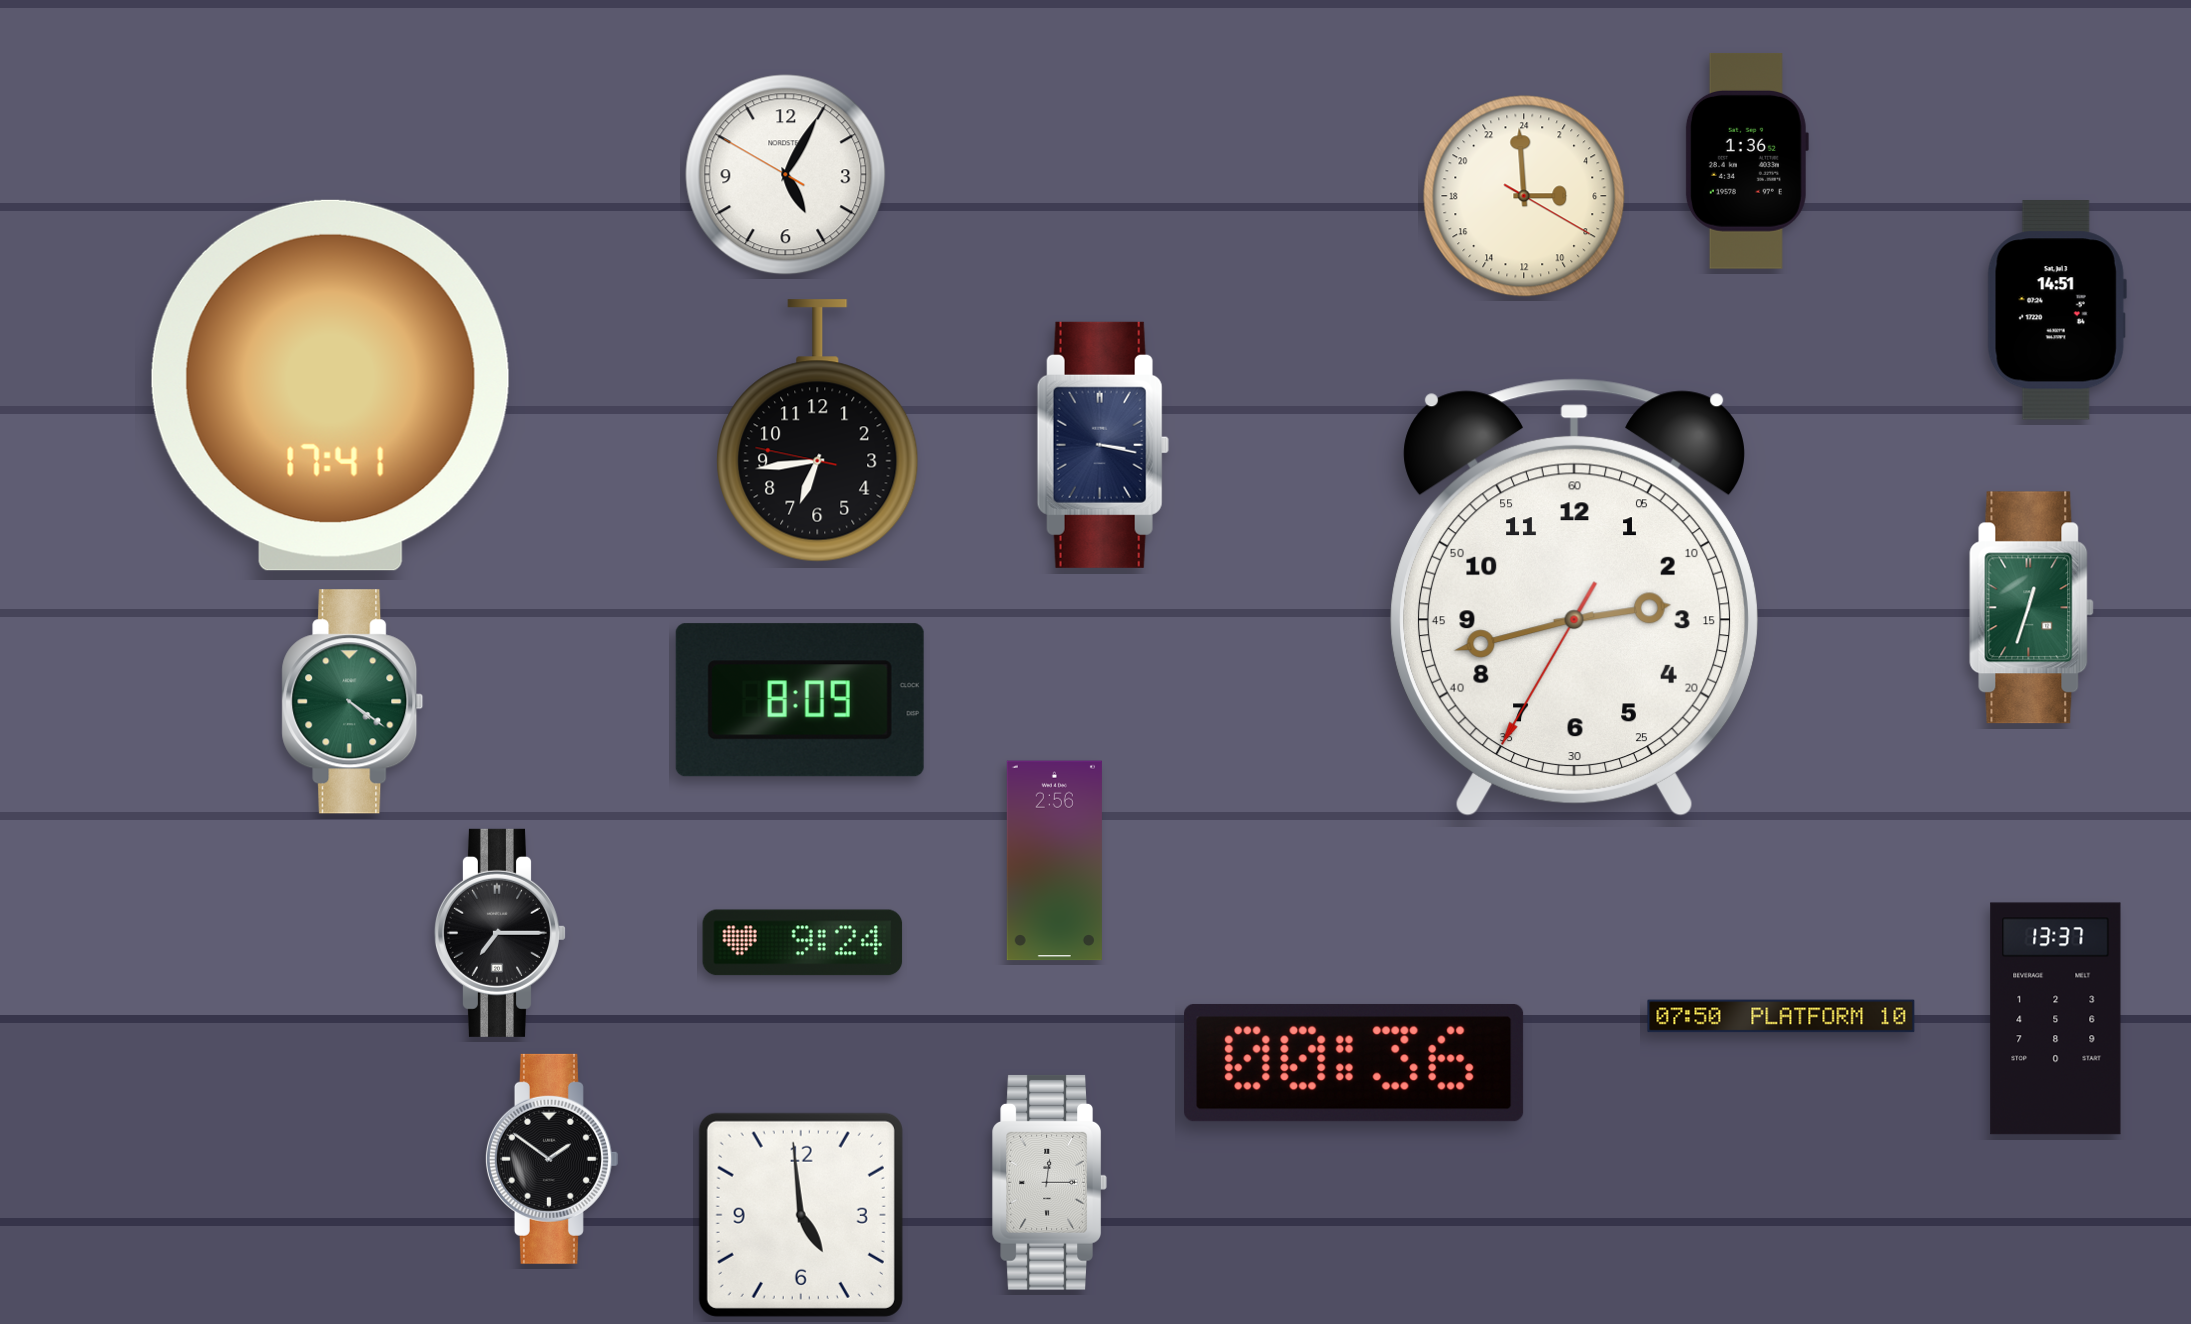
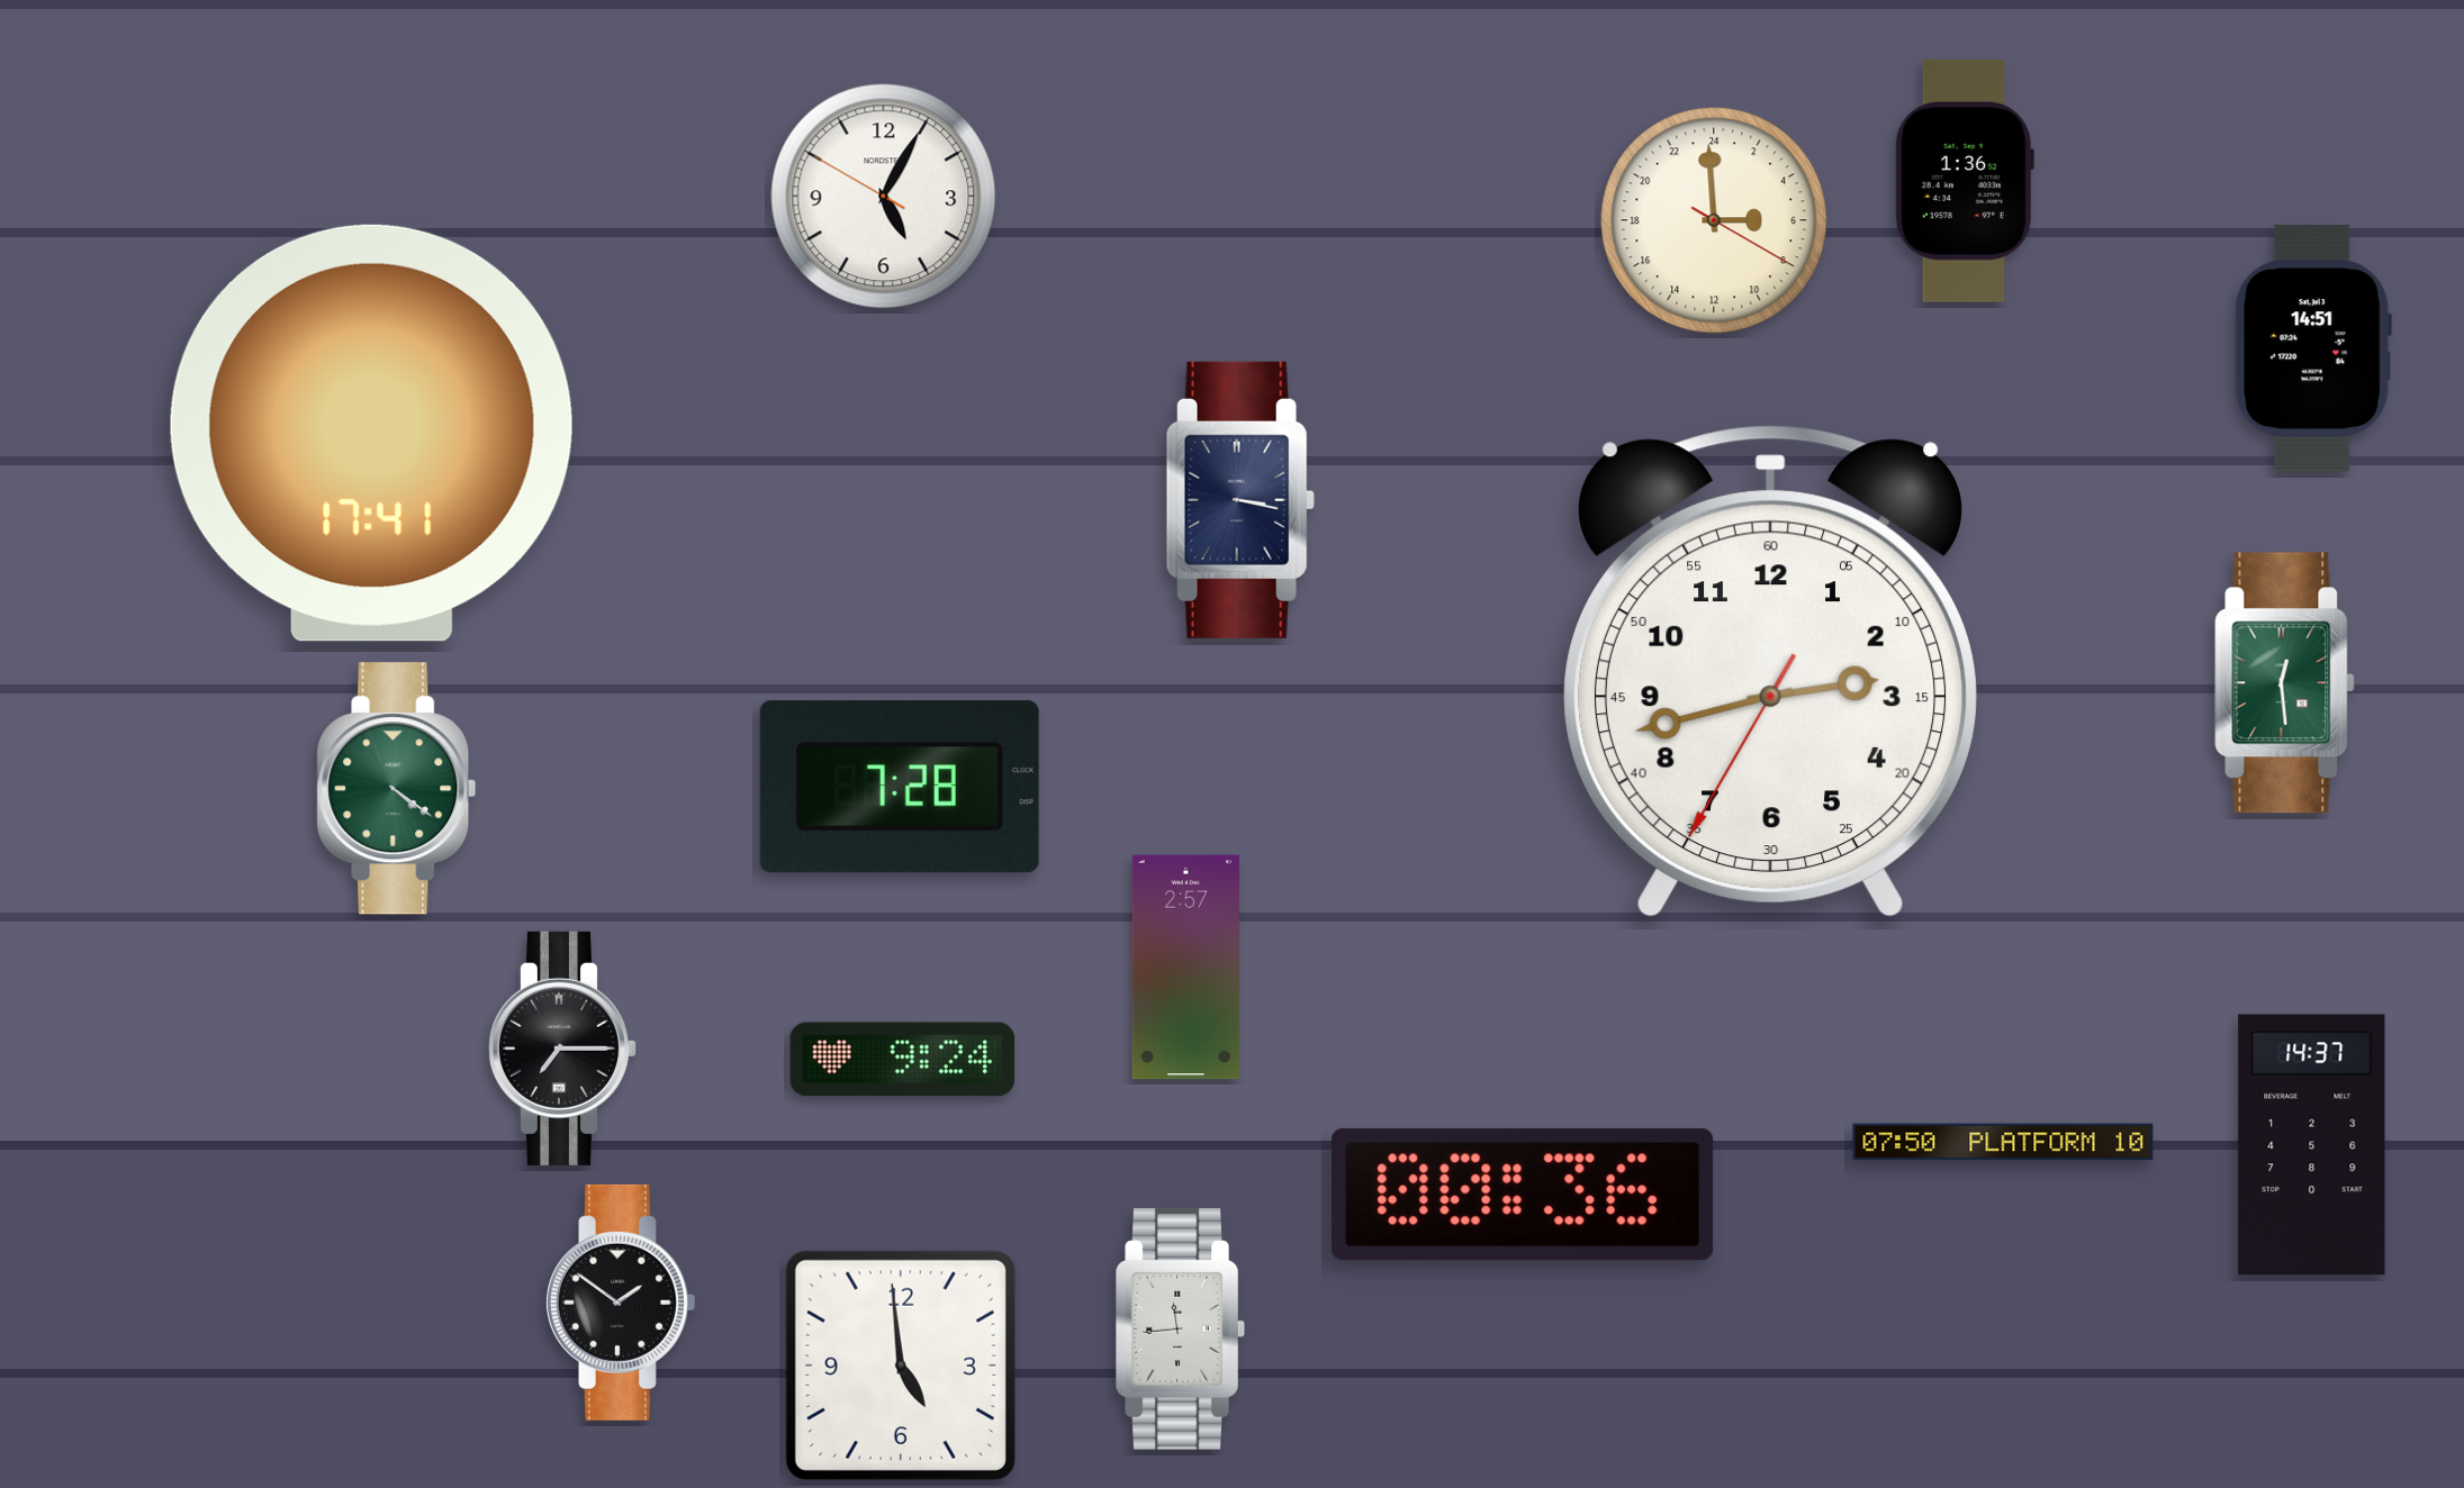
clock at (818, 431): 6:43 -> none
clock at (2032, 608): 12:33 -> 12:29
clock at (800, 700): 8:09 -> 7:28
clock at (1054, 861): 2:56 -> 2:57
clock at (2056, 1019): 13:37 -> 14:37
clock at (1049, 1182): 12:15 -> 11:44
